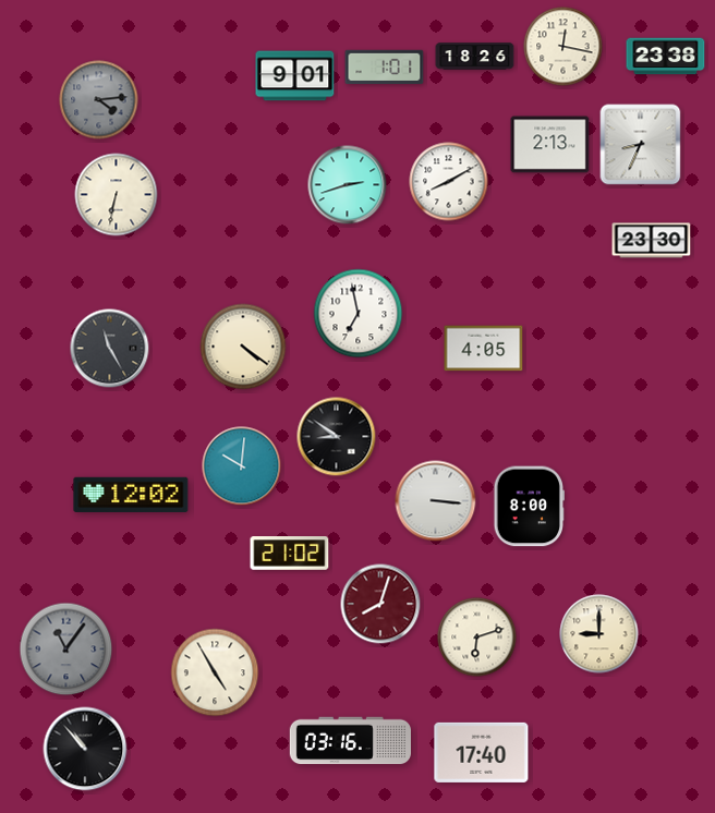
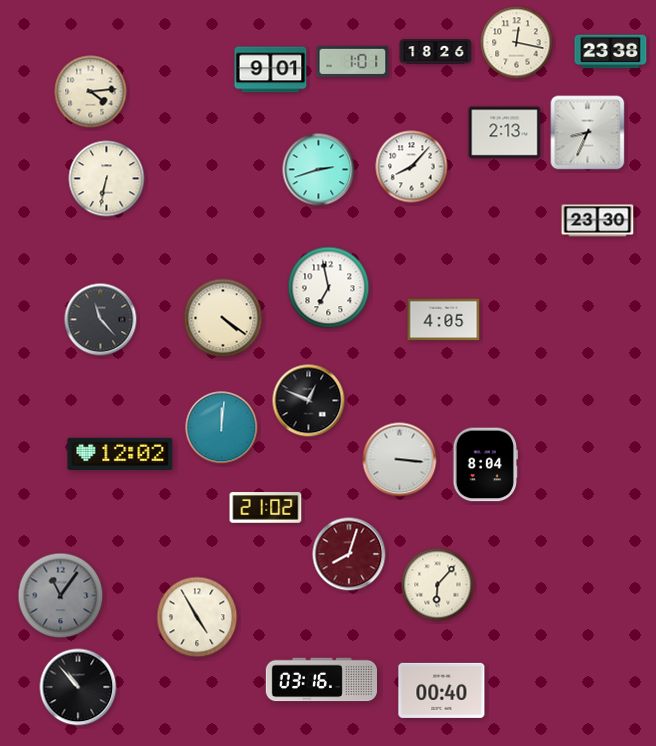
clock at (99, 100) dial: grey -> cream
clock at (449, 182): 8:10 -> 8:07
clock at (110, 349): 11:25 -> 11:23
clock at (337, 437): 8:51 -> 12:49
clock at (242, 466): 10:01 -> 12:01
clock at (529, 507): 8:00 -> 8:04
clock at (599, 634): 9:00 -> none
clock at (477, 638): 6:12 -> 6:07
clock at (482, 752): 17:40 -> 00:40
